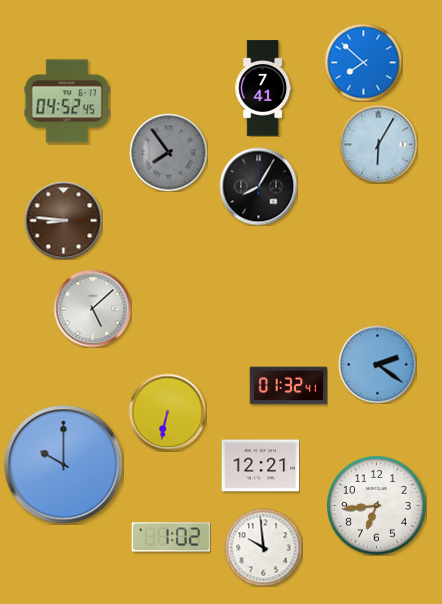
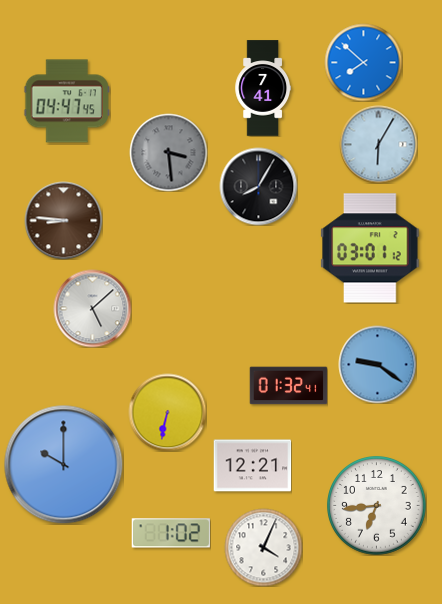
clock at (67, 101): 04:52 -> 04:47
clock at (168, 152): 7:54 -> 3:29
clock at (370, 248): none -> 03:01
clock at (377, 364): 2:21 -> 9:21
clock at (260, 466) position: (260, 466) -> (252, 466)
clock at (171, 537) position: (171, 537) -> (171, 533)
clock at (263, 547): 9:59 -> 4:04
